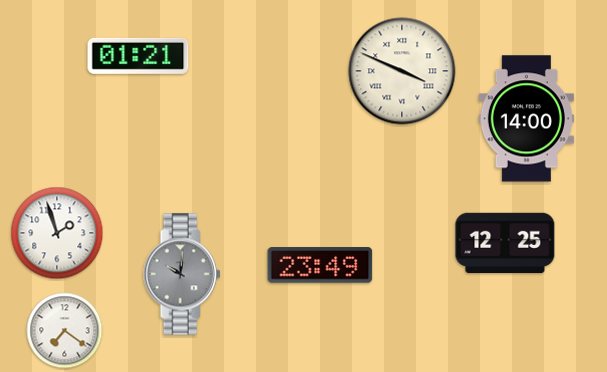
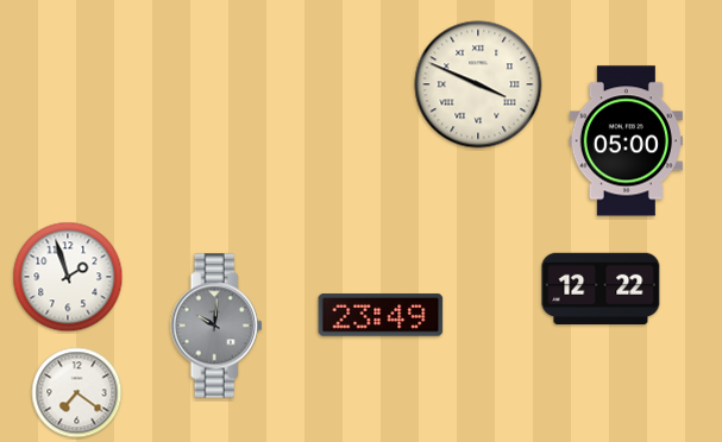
clock at (138, 56): 01:21 -> none
clock at (526, 119): 14:00 -> 05:00
clock at (505, 243): 12:25 -> 12:22
